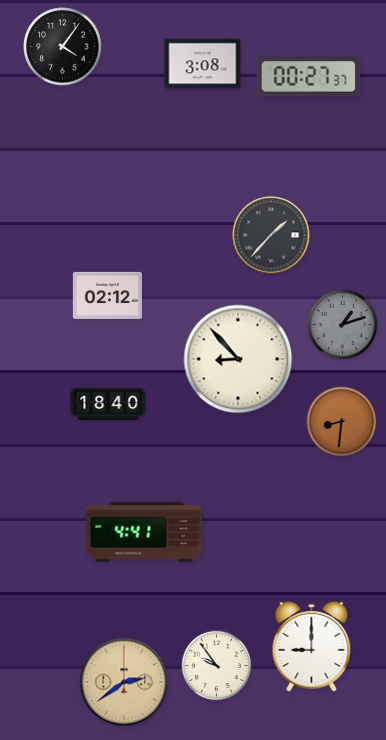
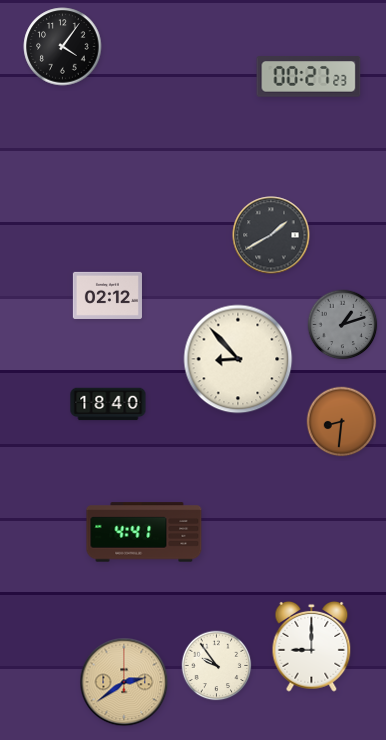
clock at (203, 64): 3:08 -> none
clock at (309, 77): 00:27:37 -> 00:27:23
clock at (271, 235): 1:37 -> 1:40
